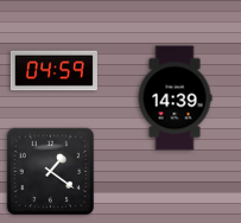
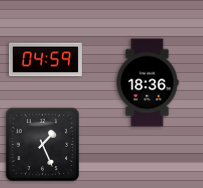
clock at (175, 98): 14:39 -> 18:36
clock at (51, 172): 1:21 -> 1:26
